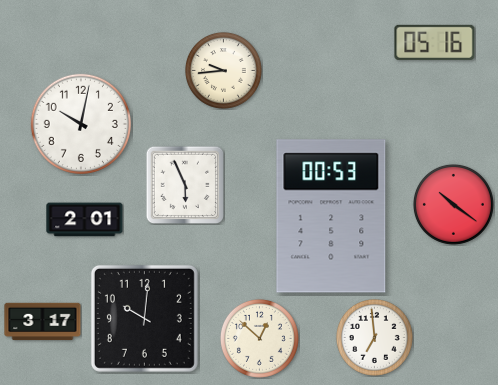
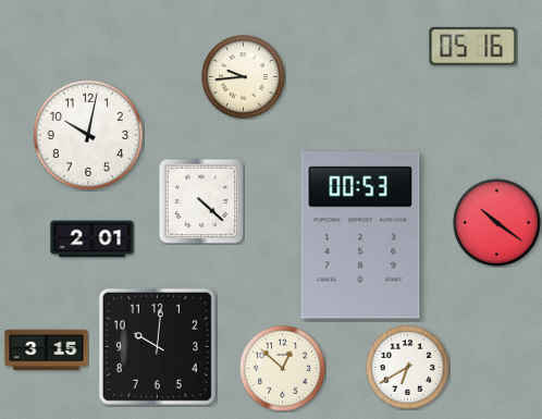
clock at (184, 184): 5:56 -> 4:22
clock at (453, 204) position: (453, 204) -> (496, 222)
clock at (43, 322): 3:17 -> 3:15
clock at (374, 337): 6:59 -> 6:40
